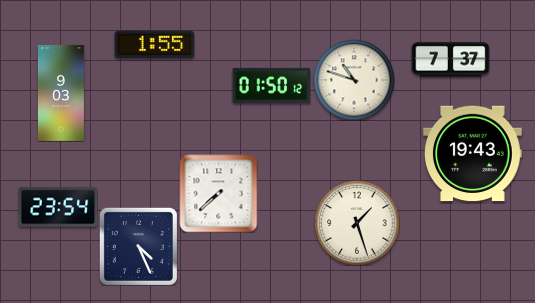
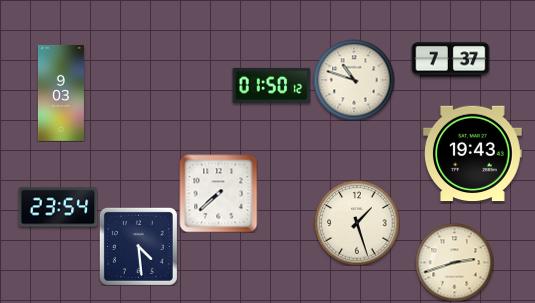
clock at (154, 45): 1:55 -> none
clock at (138, 246): 4:26 -> 4:29
clock at (454, 262): none -> 2:42
